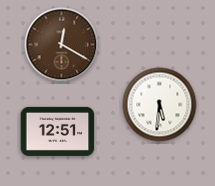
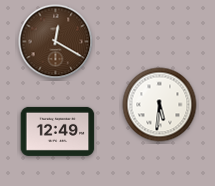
clock at (62, 45) position: (62, 45) -> (56, 42)
clock at (58, 131): 12:51 -> 12:49
